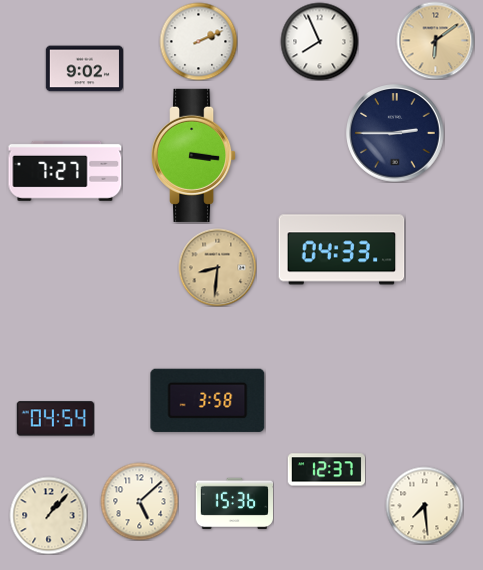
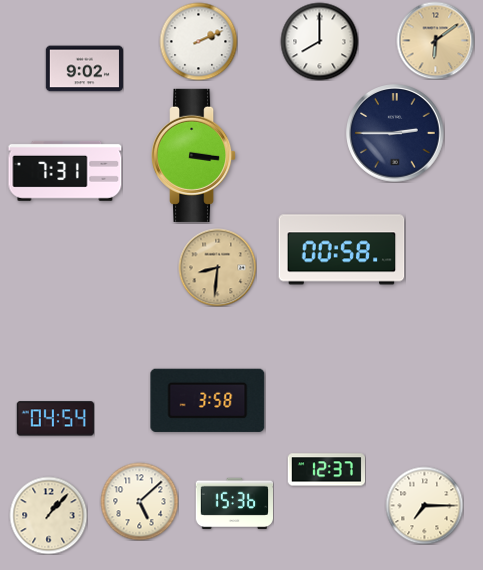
clock at (319, 41): 7:56 -> 8:00
clock at (65, 171): 7:27 -> 7:31
clock at (342, 250): 04:33 -> 00:58
clock at (424, 505): 7:29 -> 7:15
